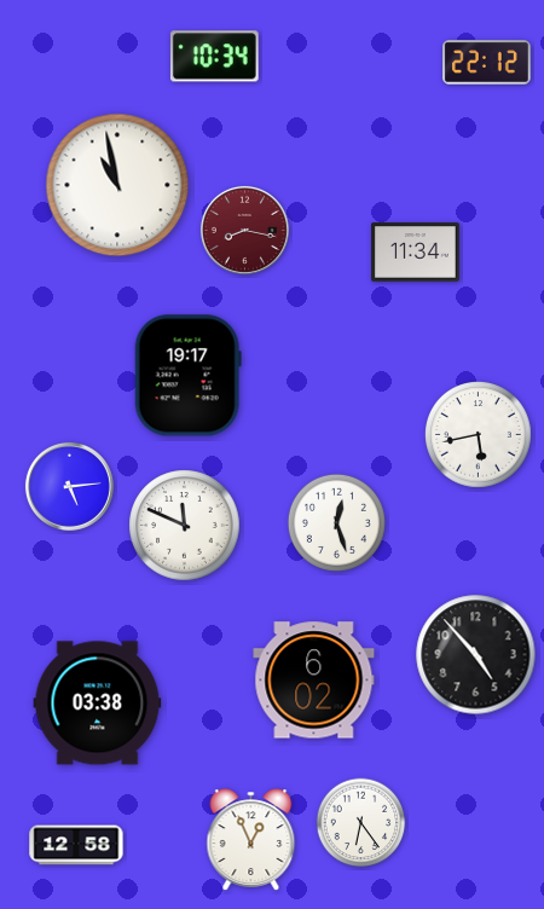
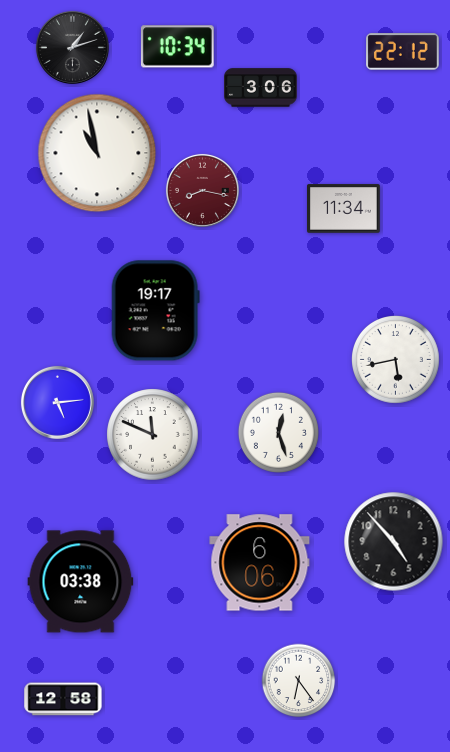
clock at (72, 47): none -> 1:12
clock at (261, 88): none -> 3:06
clock at (314, 681): 6:02 -> 6:06
clock at (251, 840): 12:56 -> none
